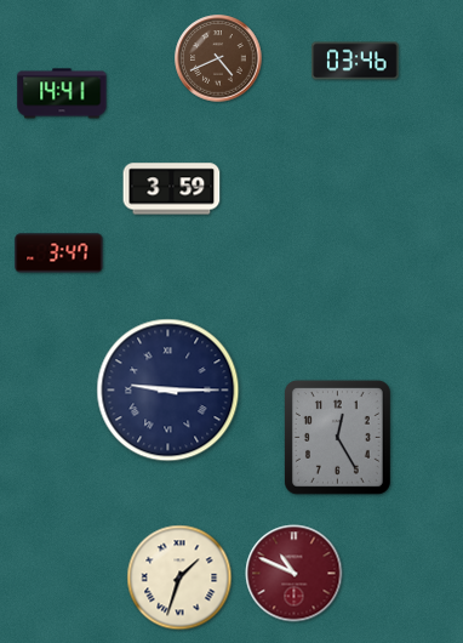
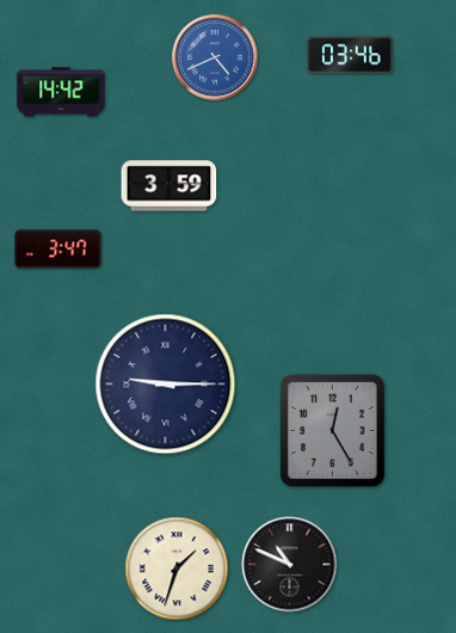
clock at (218, 58) dial: brown -> blue
clock at (355, 61) position: (355, 61) -> (350, 55)
clock at (62, 93): 14:41 -> 14:42
clock at (295, 574) dial: burgundy -> black
